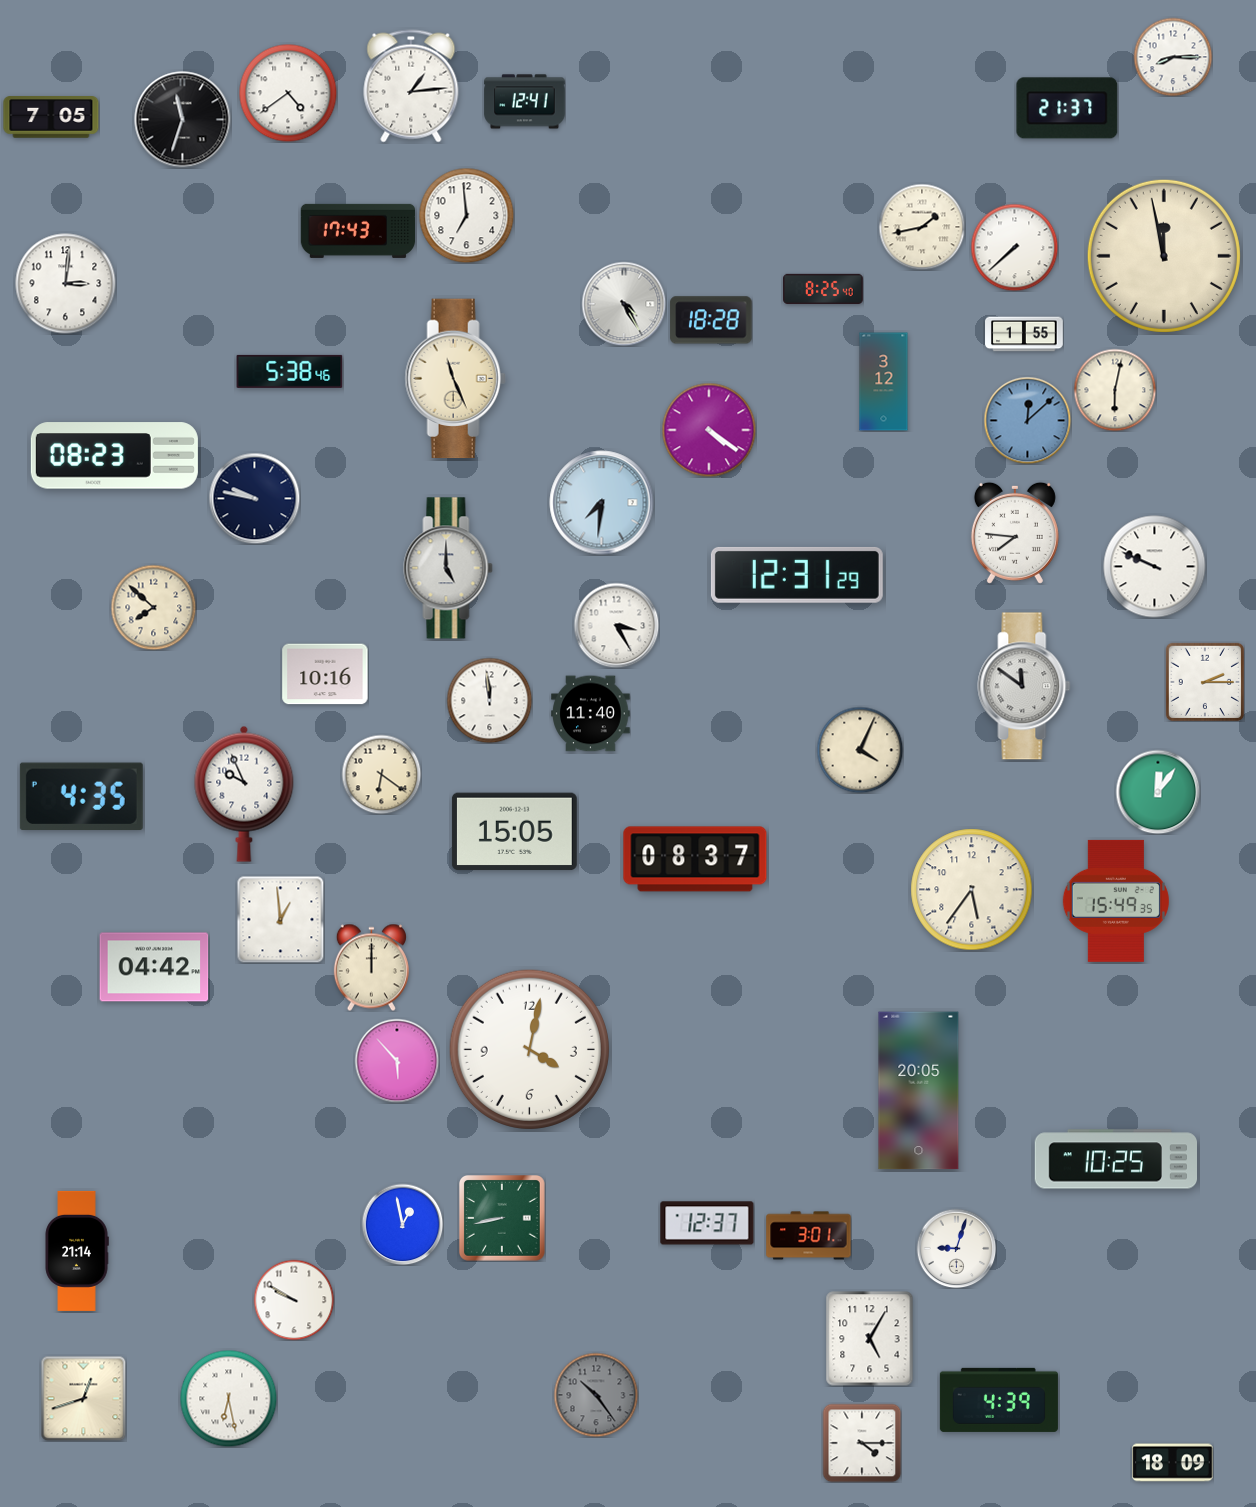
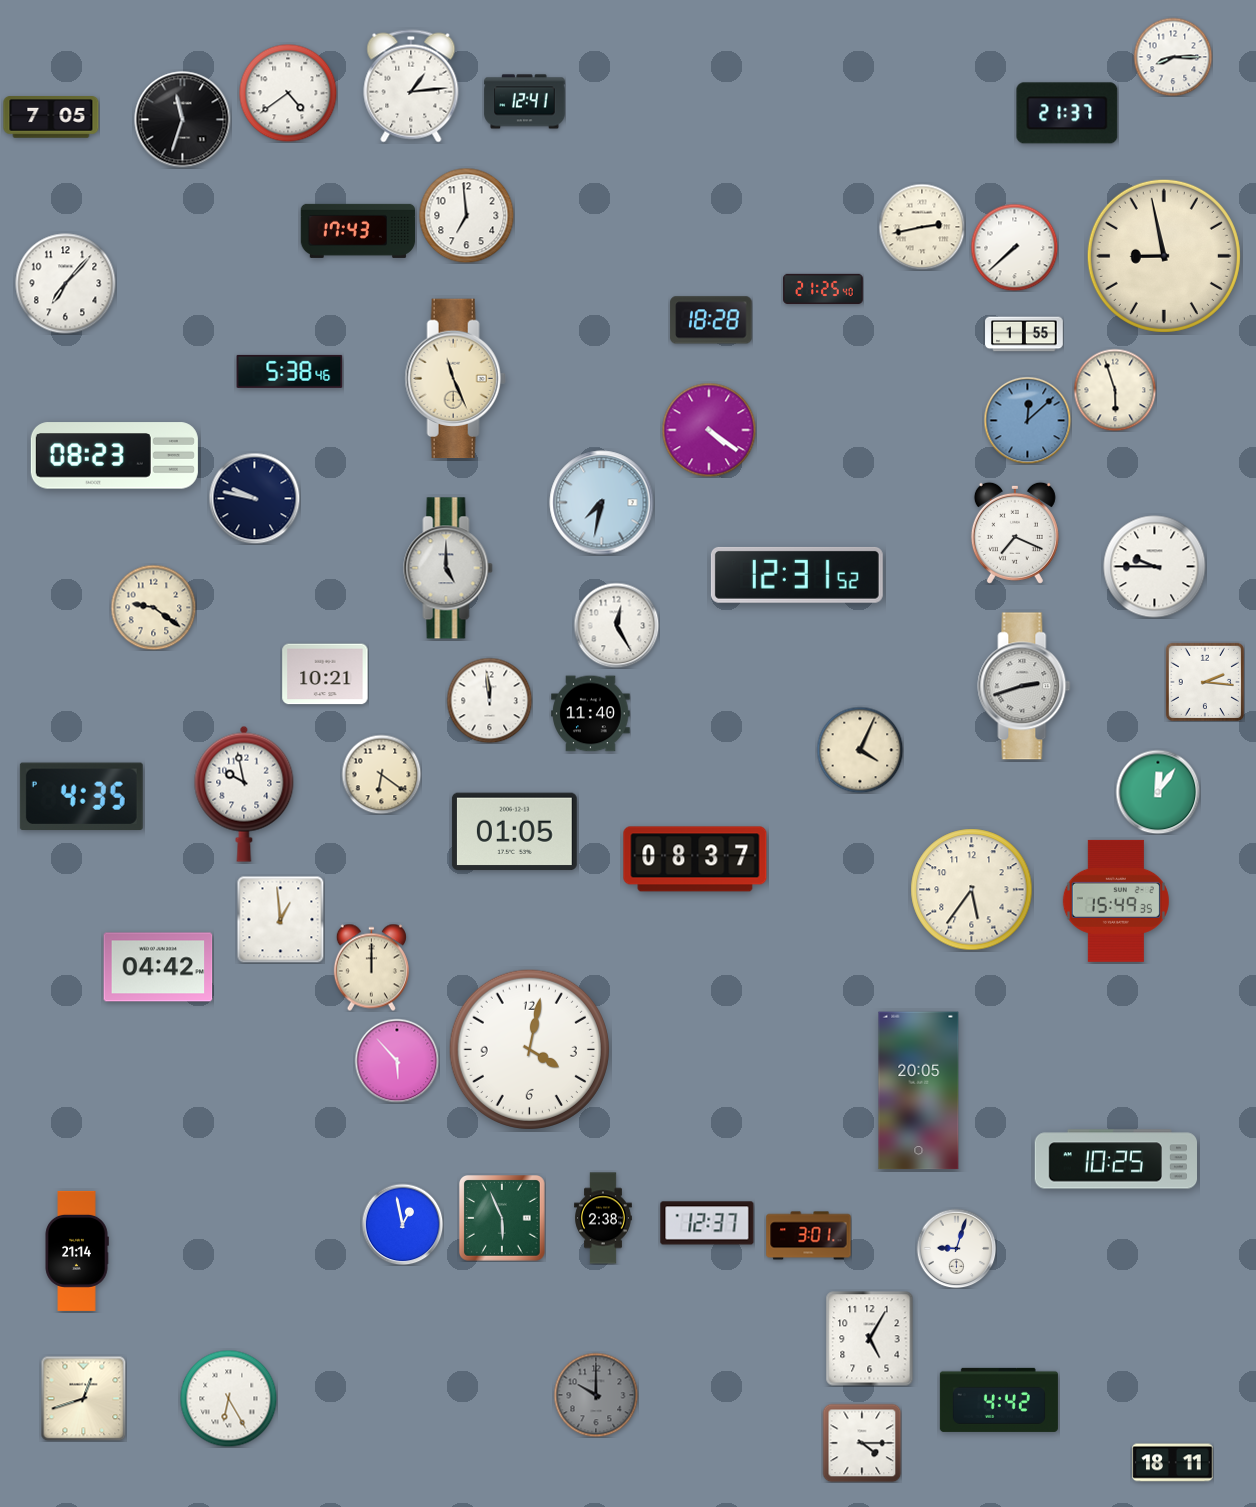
clock at (1067, 108) position: (1067, 108) -> (1067, 113)
clock at (922, 227): 1:43 -> 2:43
clock at (1164, 256): 11:58 -> 8:58
clock at (66, 284): 3:01 -> 7:07
clock at (823, 289): 8:25 -> 21:25
clock at (624, 304): 4:25 -> none
clock at (884, 382): 3:12 -> none
clock at (1115, 390): 6:02 -> 5:57
clock at (602, 503): 7:31 -> 7:32
clock at (1015, 533): 7:46 -> 7:19
clock at (1155, 567): 9:49 -> 9:45
clock at (797, 575): 12:31:29 -> 12:31:52
clock at (153, 607): 7:52 -> 9:21
clock at (616, 625): 3:25 -> 12:25
clock at (325, 674): 10:16 -> 10:21
clock at (1204, 681): 2:15 -> 2:16
clock at (1024, 686): 11:51 -> 2:42
clock at (244, 794): 9:56 -> 9:58
clock at (514, 832): 15:05 -> 01:05
clock at (154, 967) position: (154, 967) -> (158, 967)
clock at (603, 1218): none -> 2:38
clock at (503, 1219): 8:43 -> 5:56
clock at (294, 1300): 9:50 -> none
clock at (596, 1395): 10:24 -> 10:00
clock at (228, 1398): 6:28 -> 6:25
clock at (999, 1400): 4:39 -> 4:42
clock at (1173, 1463): 18:09 -> 18:11
